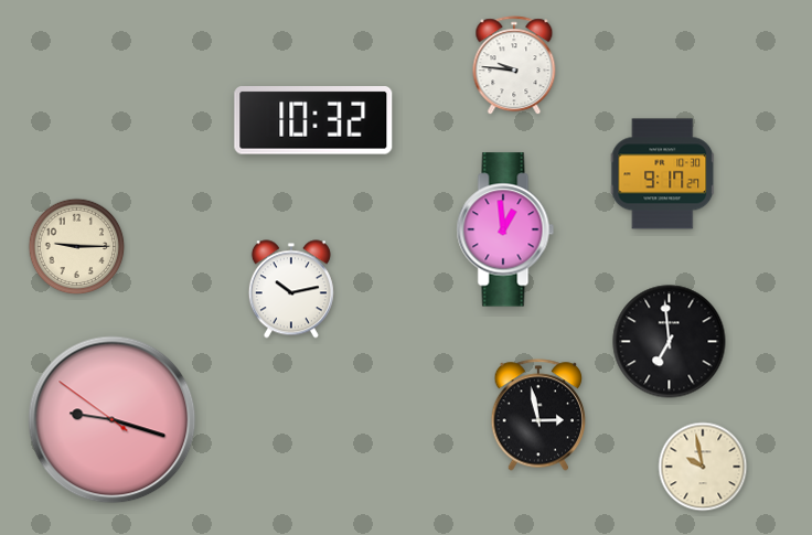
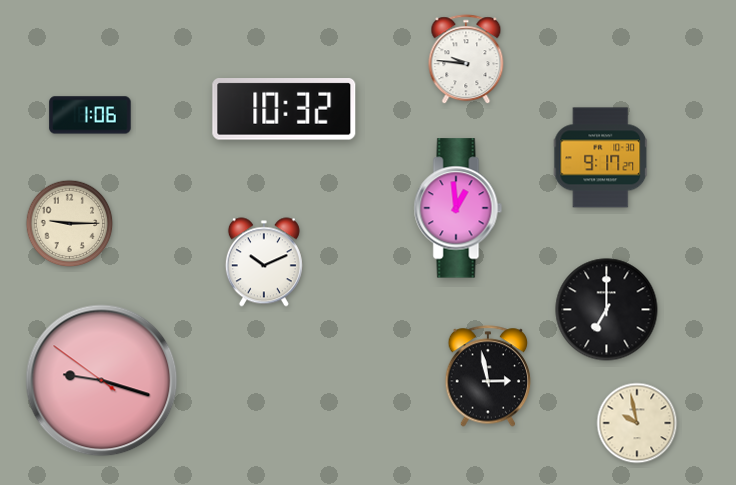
clock at (90, 115): none -> 1:06
clock at (291, 289): 10:13 -> 10:11
clock at (670, 342): 6:59 -> 7:00
